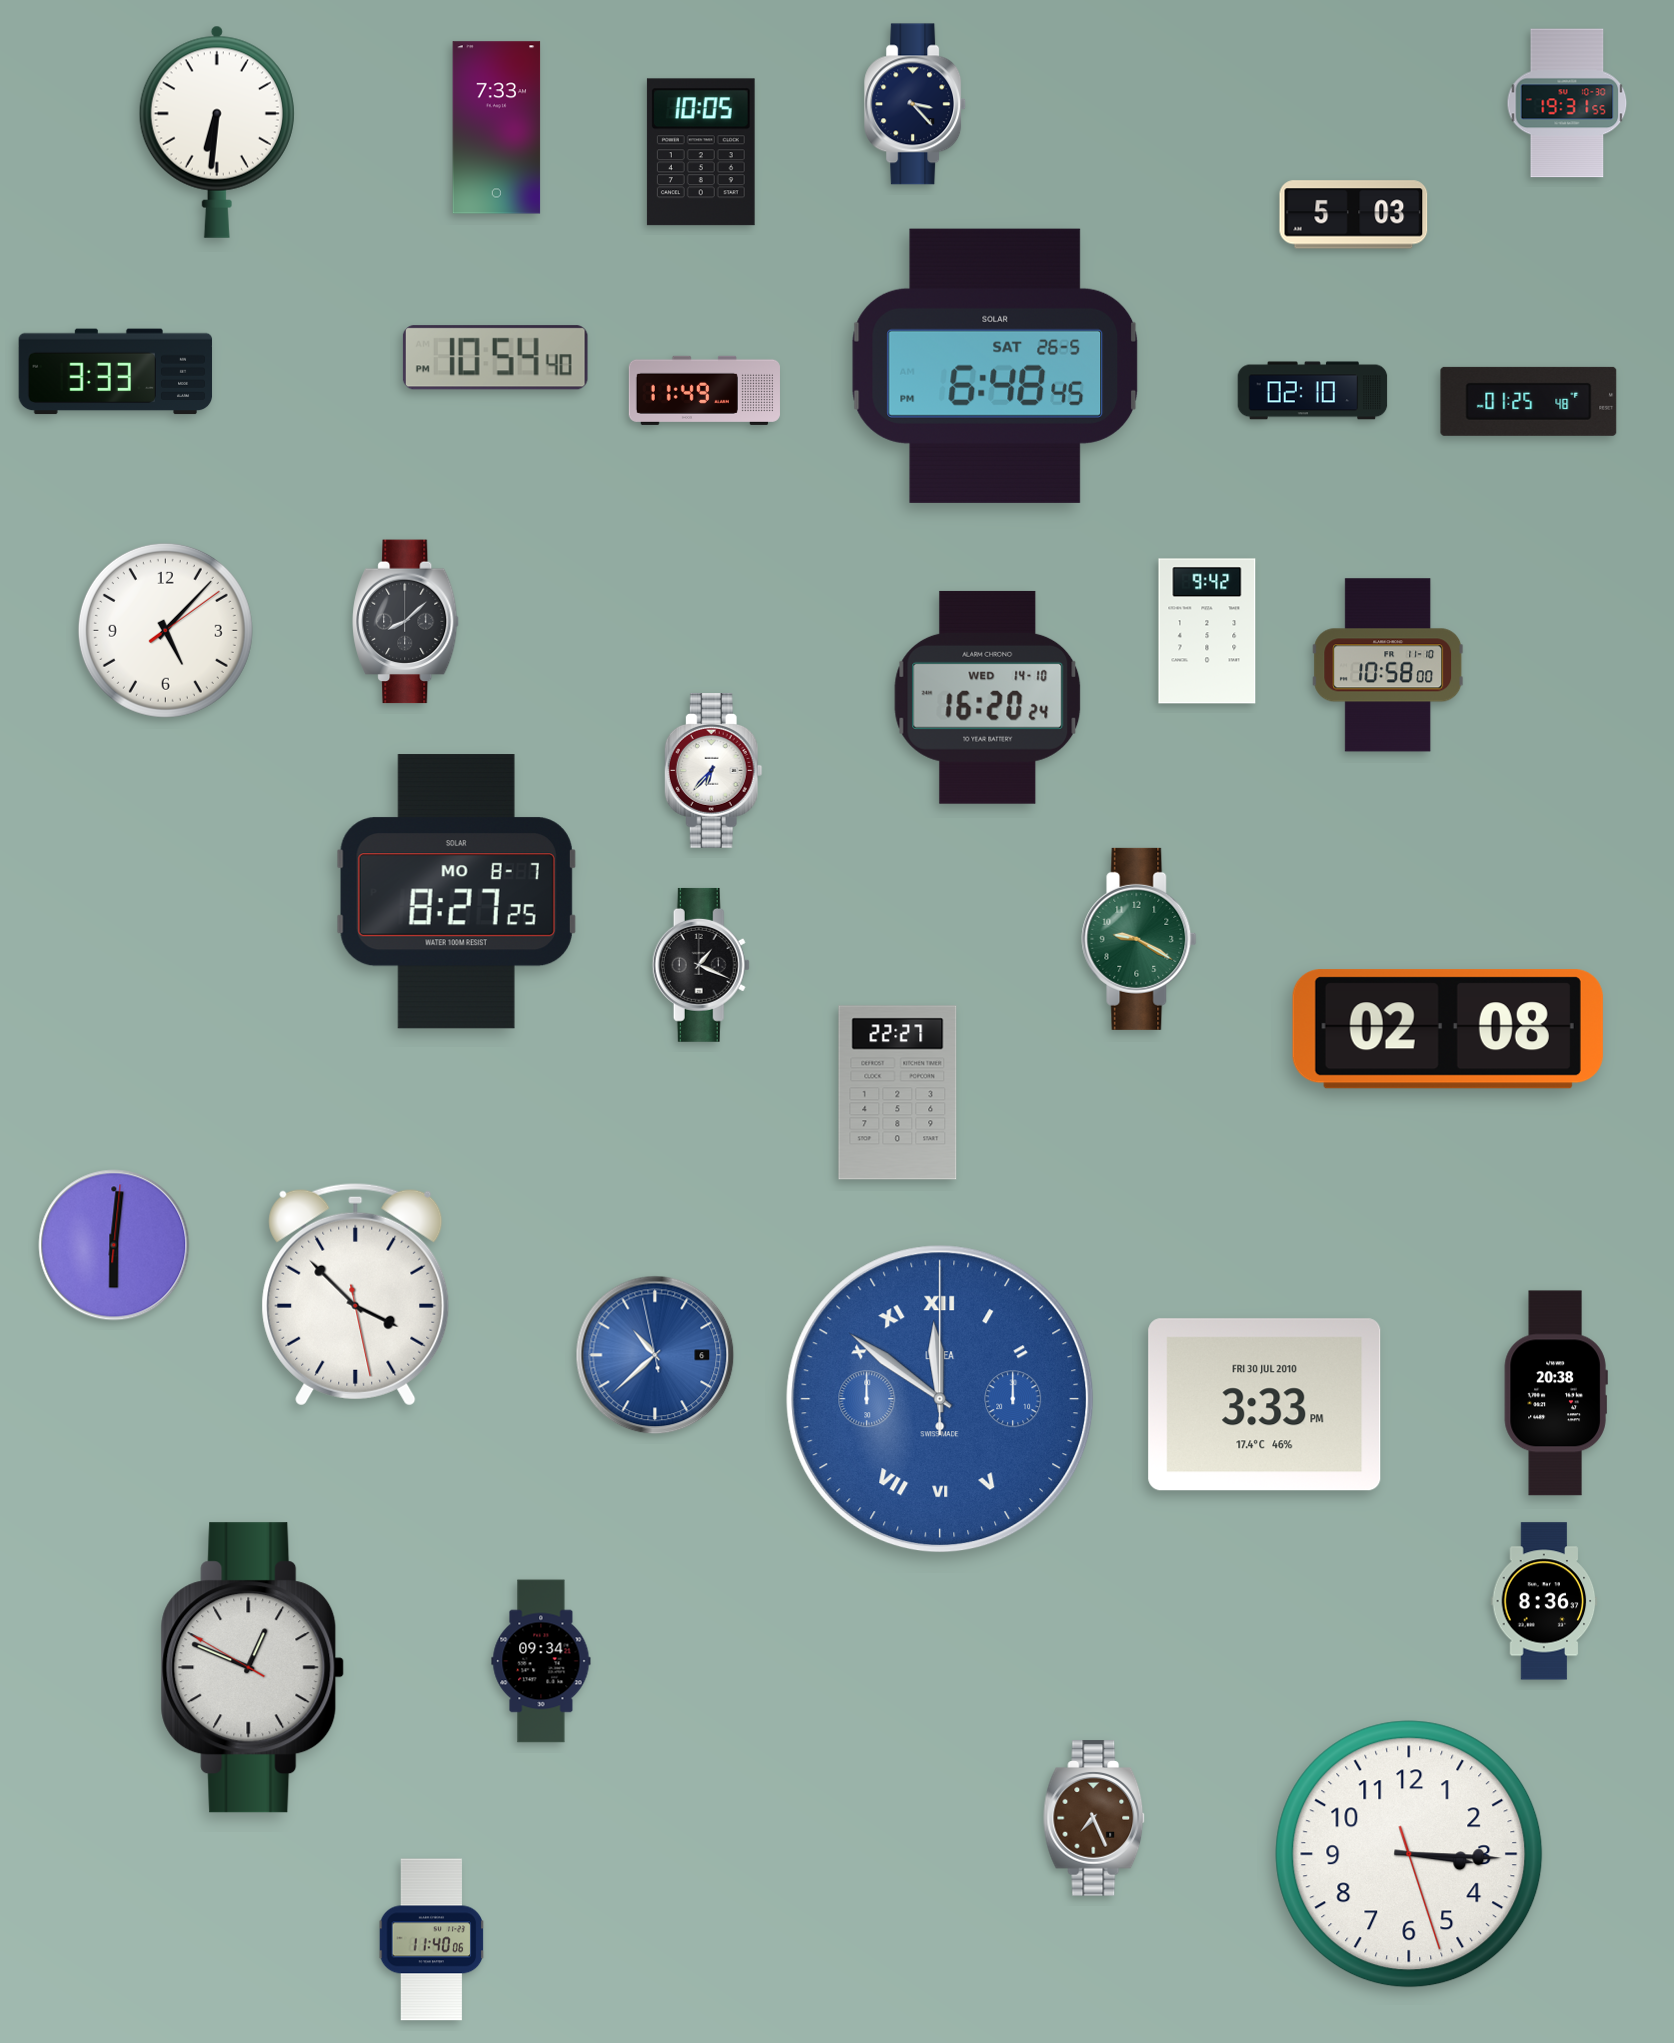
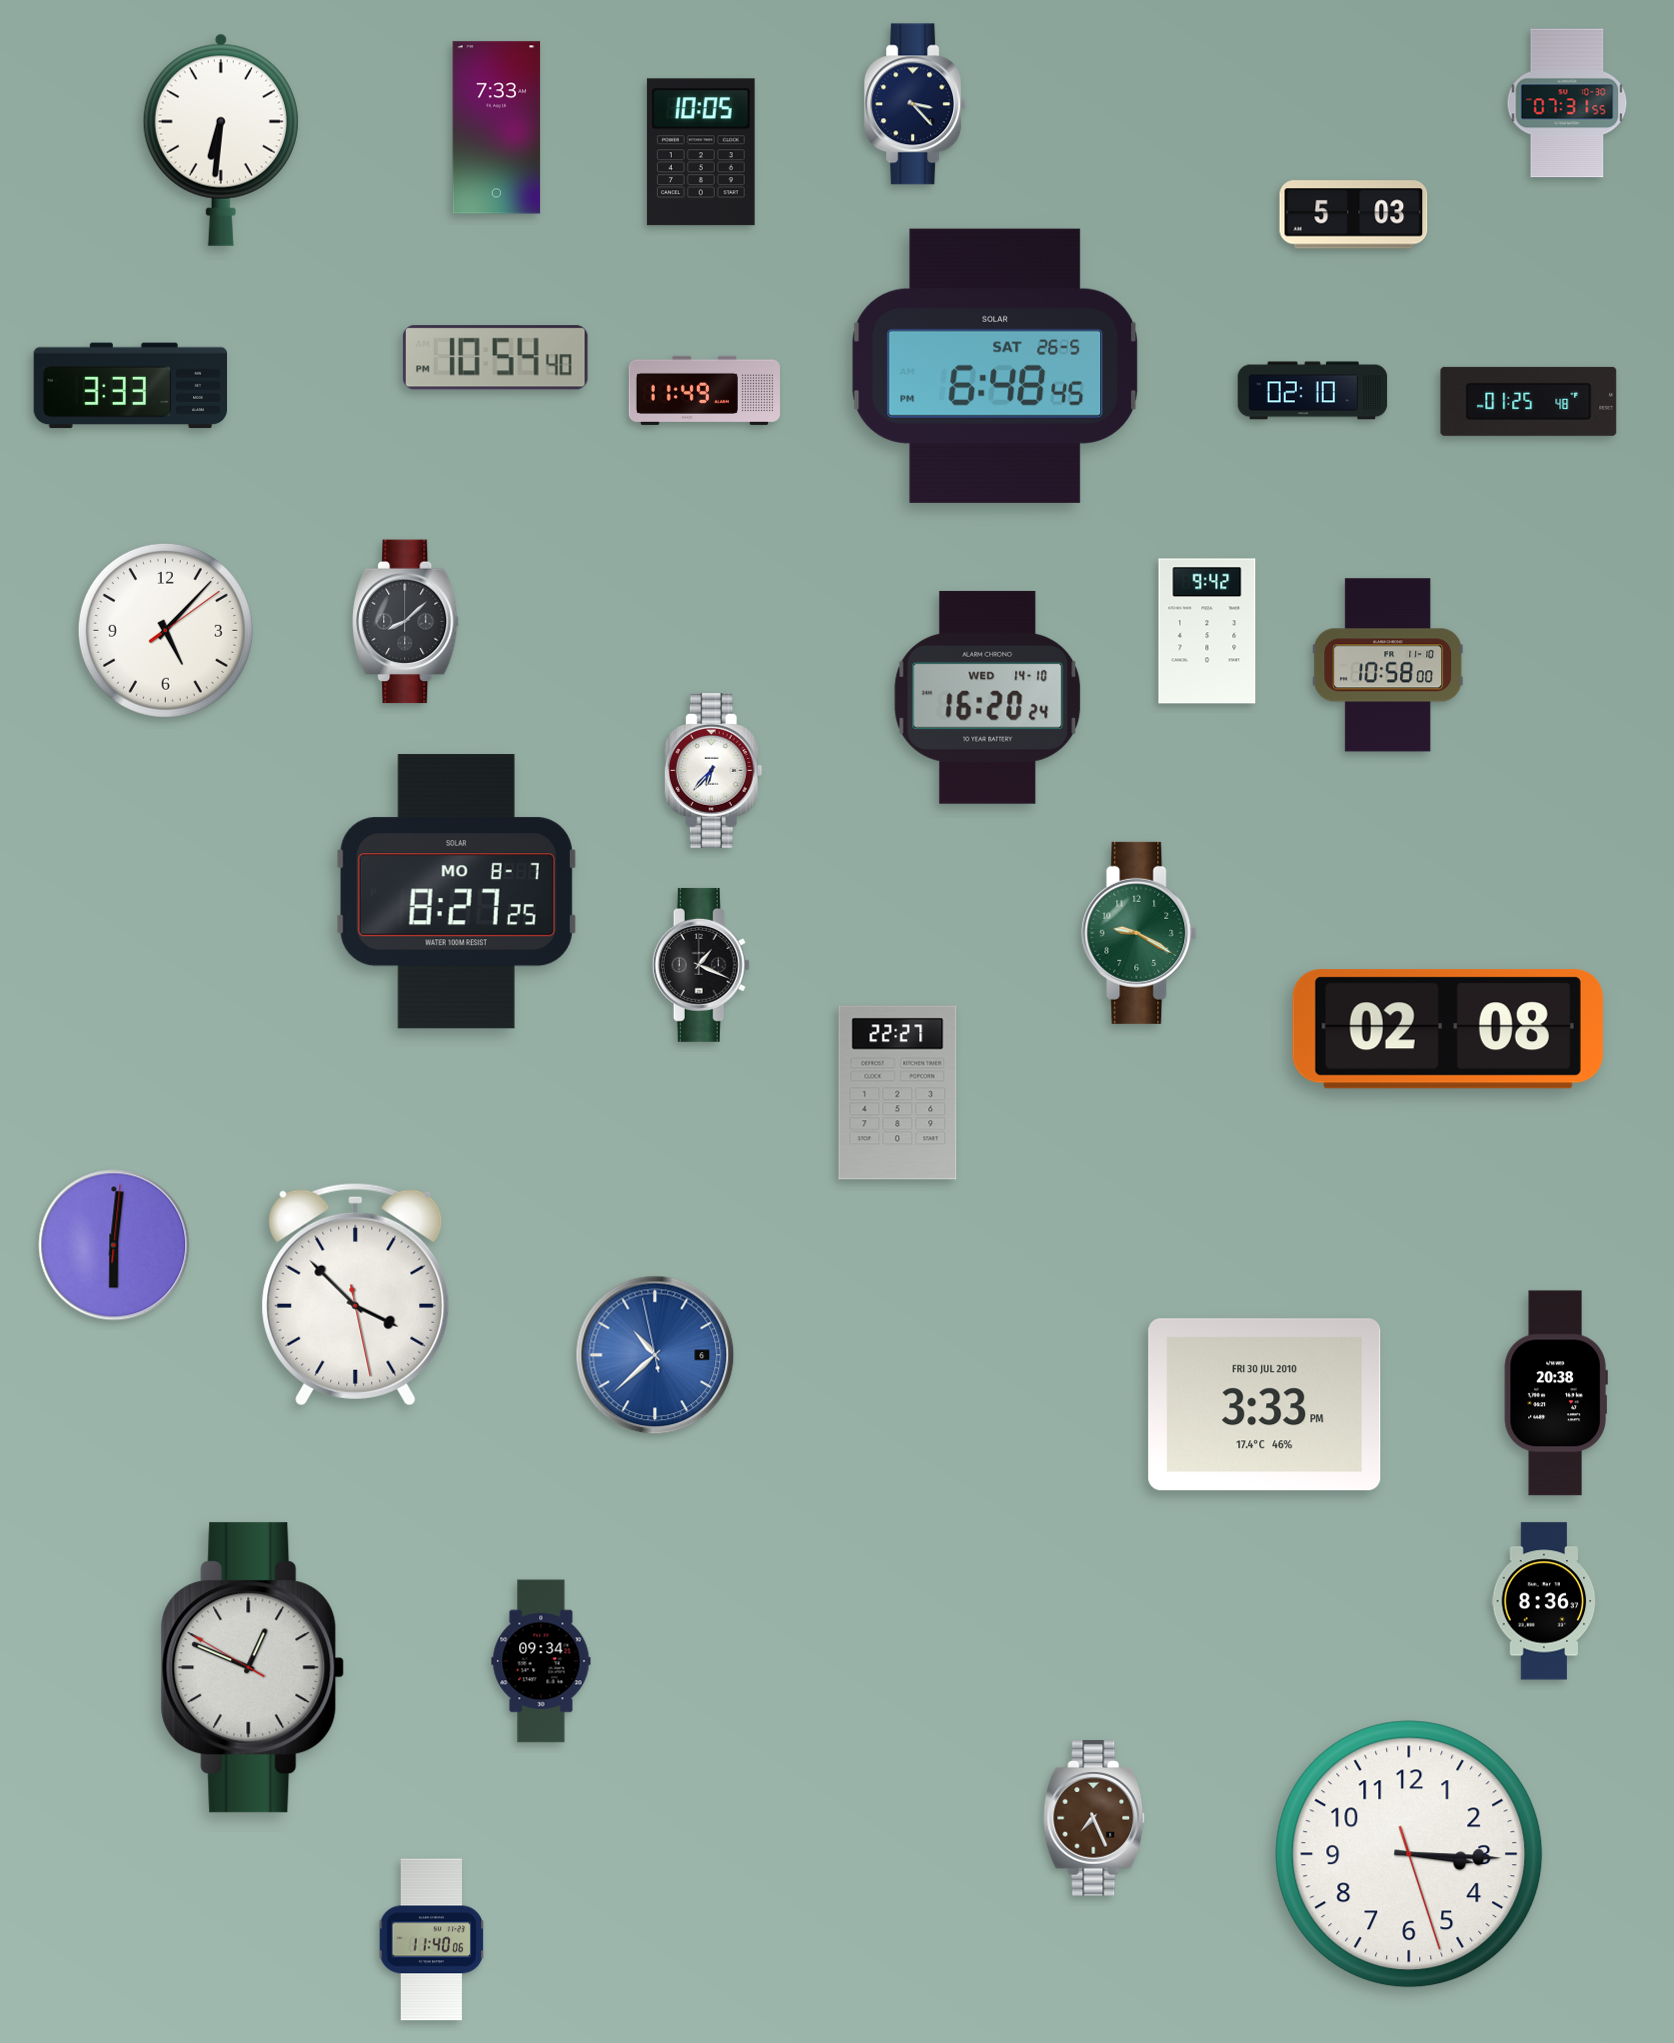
clock at (1567, 103): 19:31 -> 07:31
clock at (217, 132) position: (217, 132) -> (221, 140)
clock at (116, 372) position: (116, 372) -> (131, 386)
clock at (1139, 939) position: (1139, 939) -> (1139, 933)
clock at (940, 1399): 11:51 -> none
